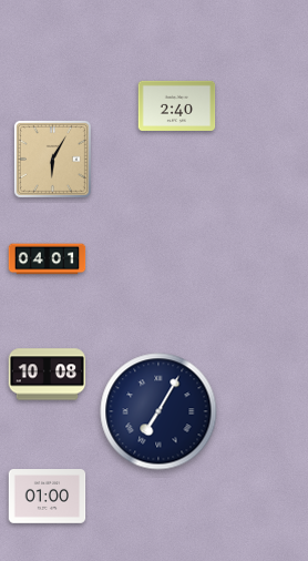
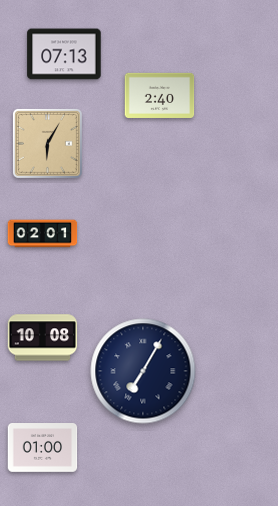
clock at (64, 54): none -> 07:13
clock at (48, 259): 04:01 -> 02:01
